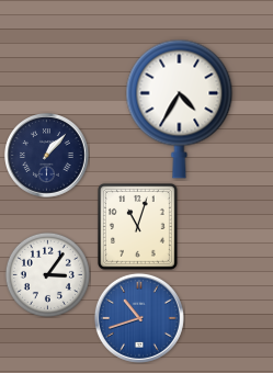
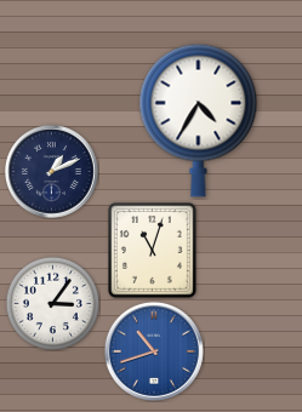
clock at (47, 156): 1:07 -> 1:11
